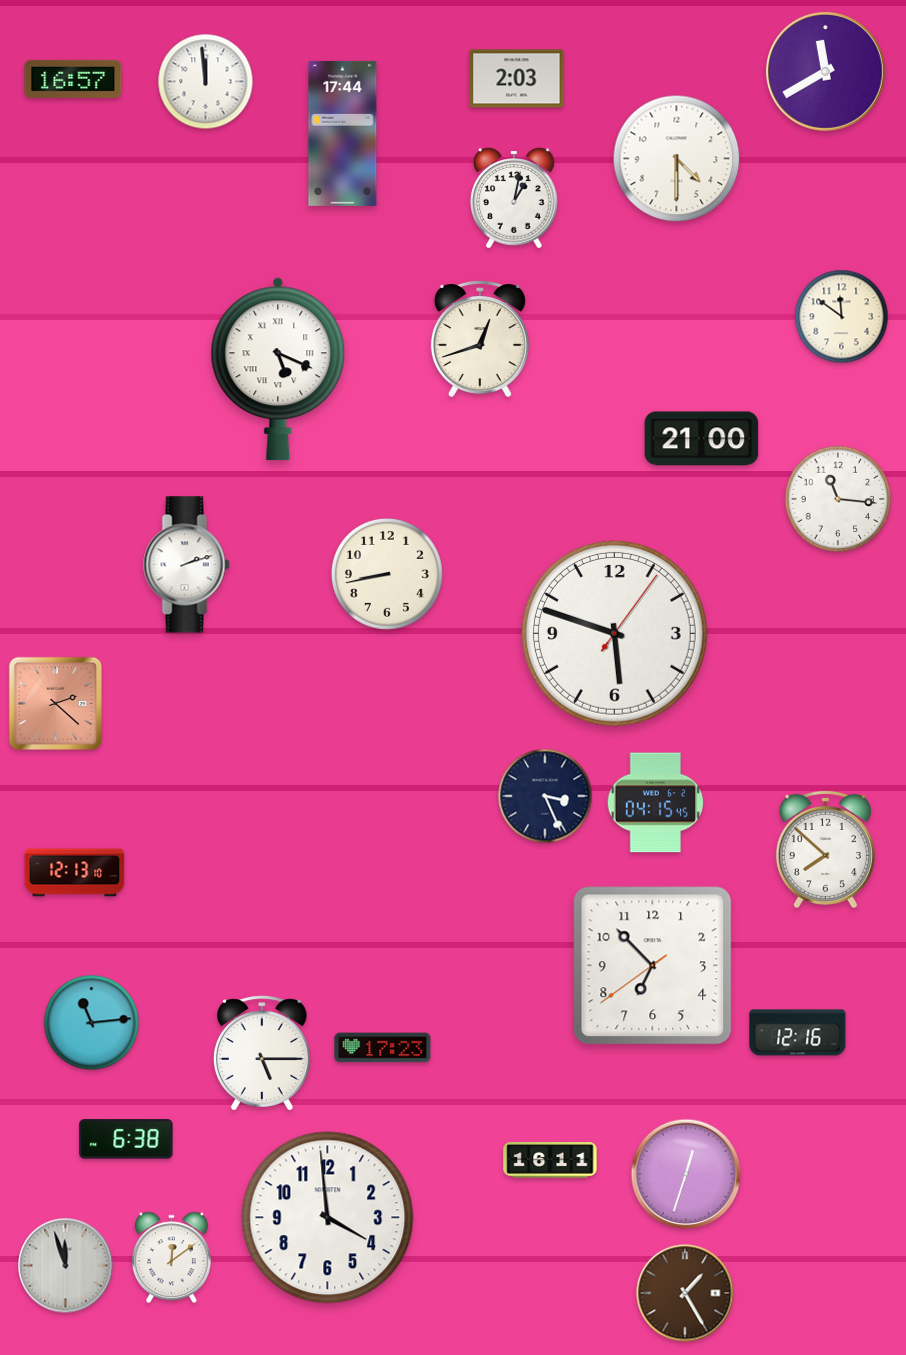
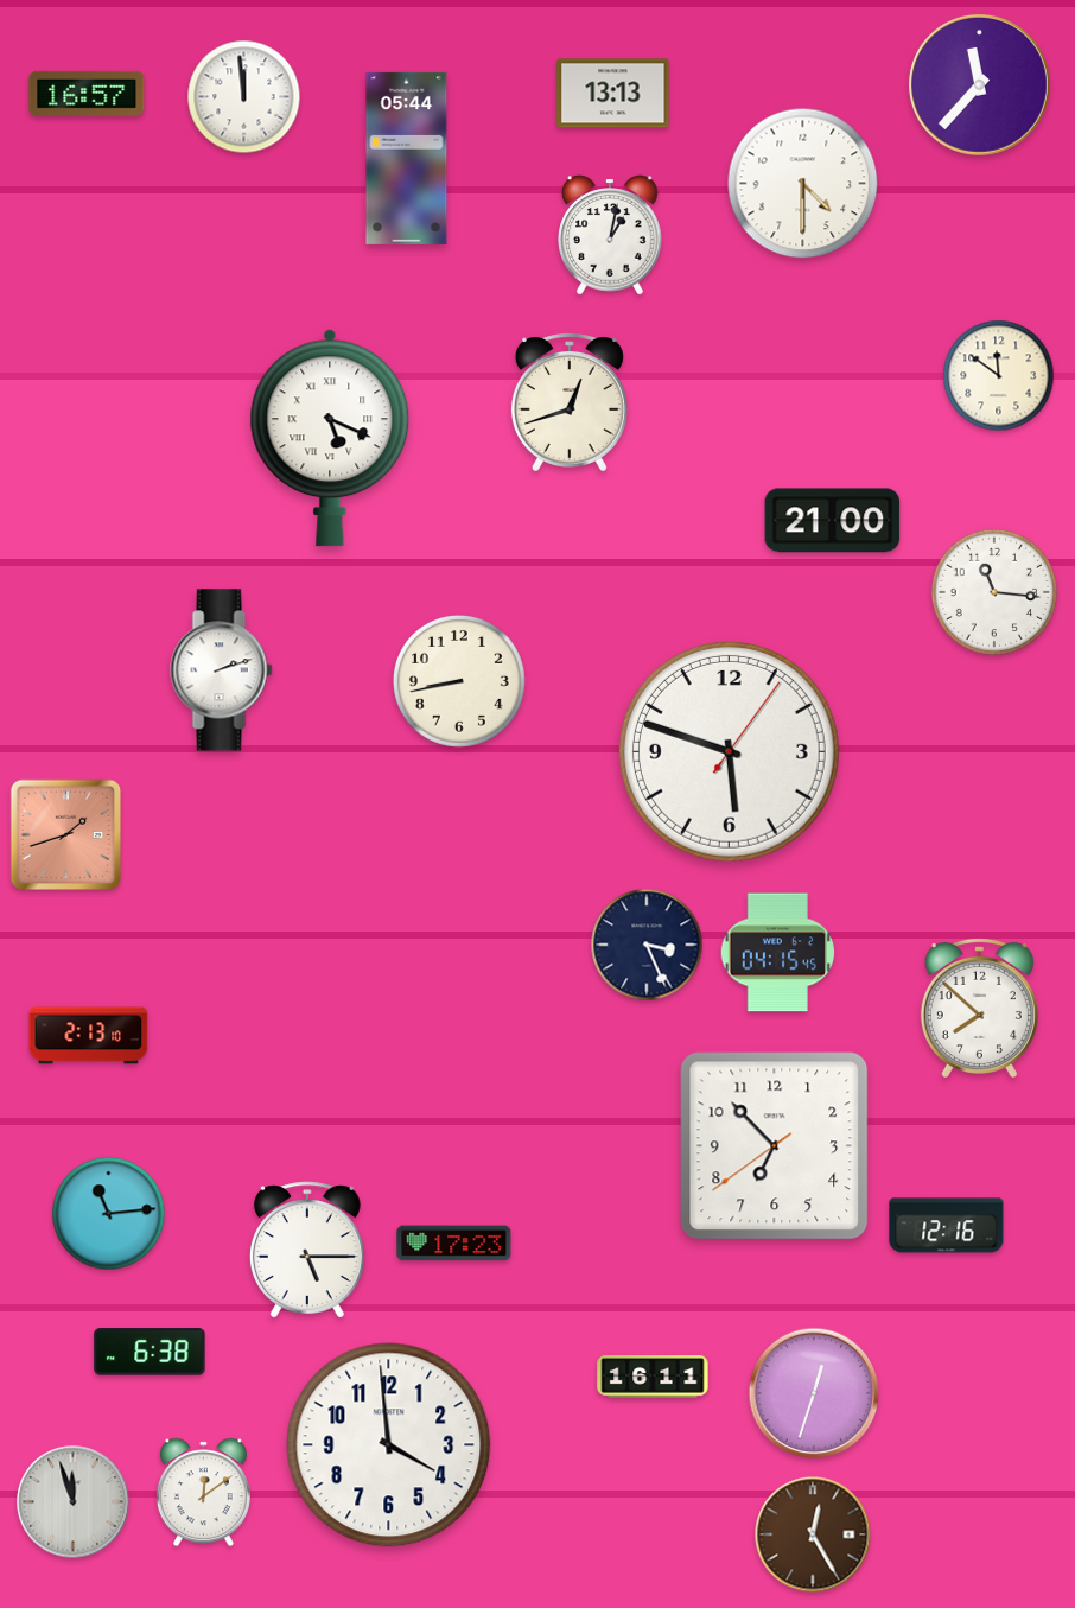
clock at (825, 71): 11:40 -> 11:37
clock at (517, 79): 2:03 -> 13:13
clock at (343, 133): 17:44 -> 05:44
clock at (677, 159) position: (677, 159) -> (803, 184)
clock at (56, 704): 2:22 -> 1:42
clock at (75, 873): 12:13 -> 2:13
clock at (262, 1053) position: (262, 1053) -> (307, 1250)
clock at (66, 1266) position: (66, 1266) -> (74, 1502)
clock at (685, 1293): 1:25 -> 12:25
